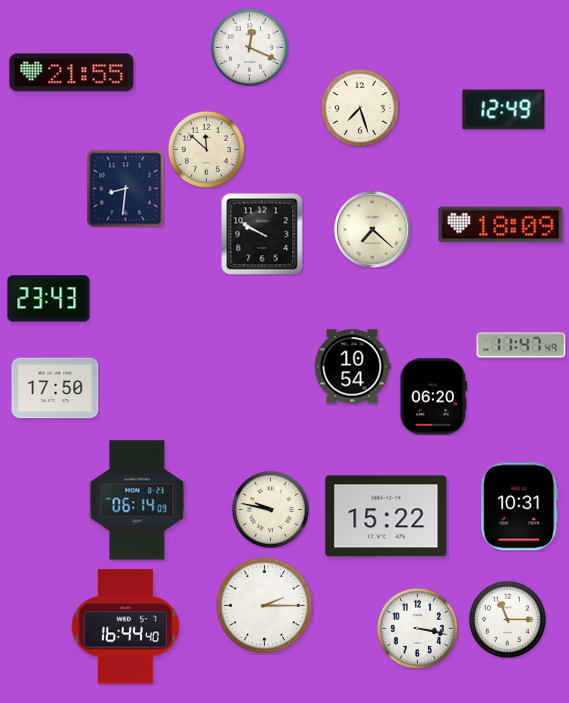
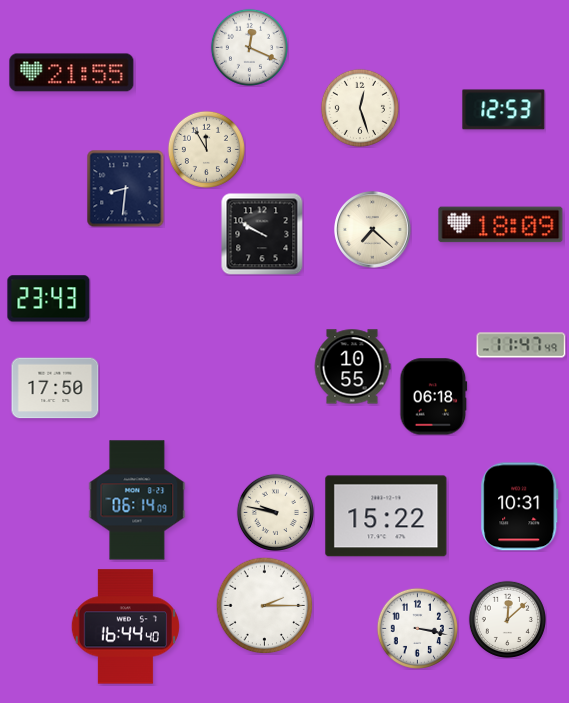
clock at (360, 108): 7:27 -> 12:27
clock at (504, 110): 12:49 -> 12:53
clock at (206, 149): 11:52 -> 11:55
clock at (352, 367): 10:54 -> 10:55
clock at (434, 397): 06:20 -> 06:18
clock at (270, 509) position: (270, 509) -> (275, 512)
clock at (507, 619): 11:15 -> 12:08
